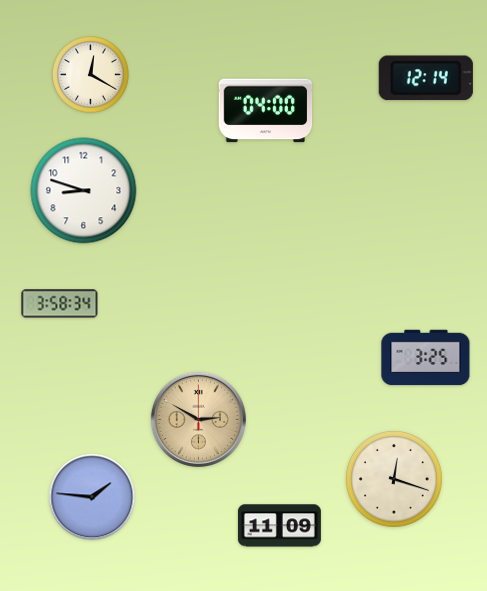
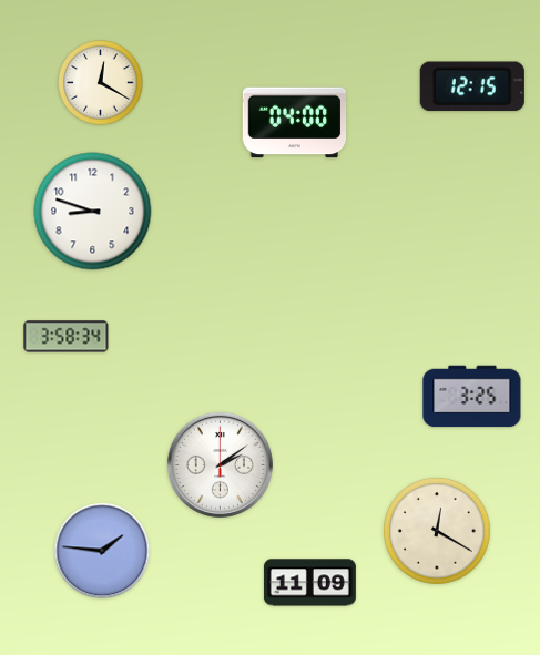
clock at (426, 78): 12:14 -> 12:15
clock at (198, 419): 2:50 -> 2:09
clock at (198, 419) dial: champagne -> white
clock at (394, 479): 12:18 -> 12:20
